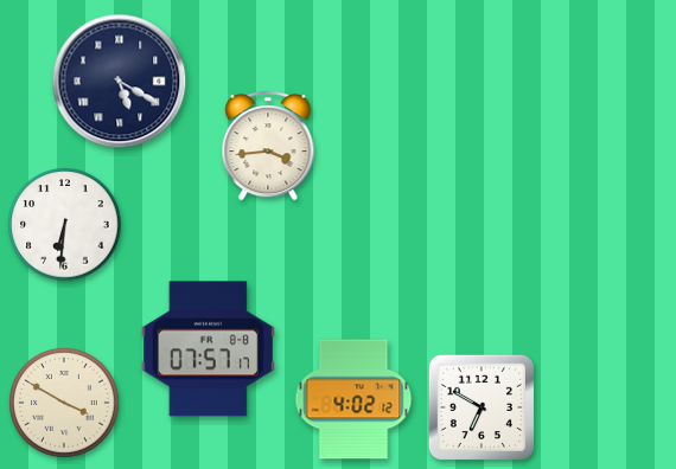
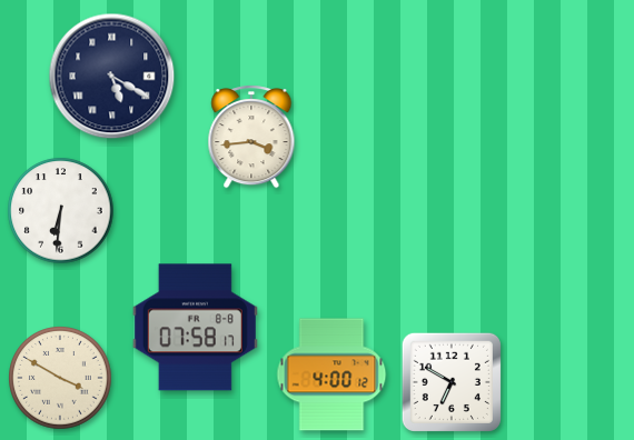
clock at (208, 349): 07:57 -> 07:58
clock at (353, 399): 4:02 -> 4:00
